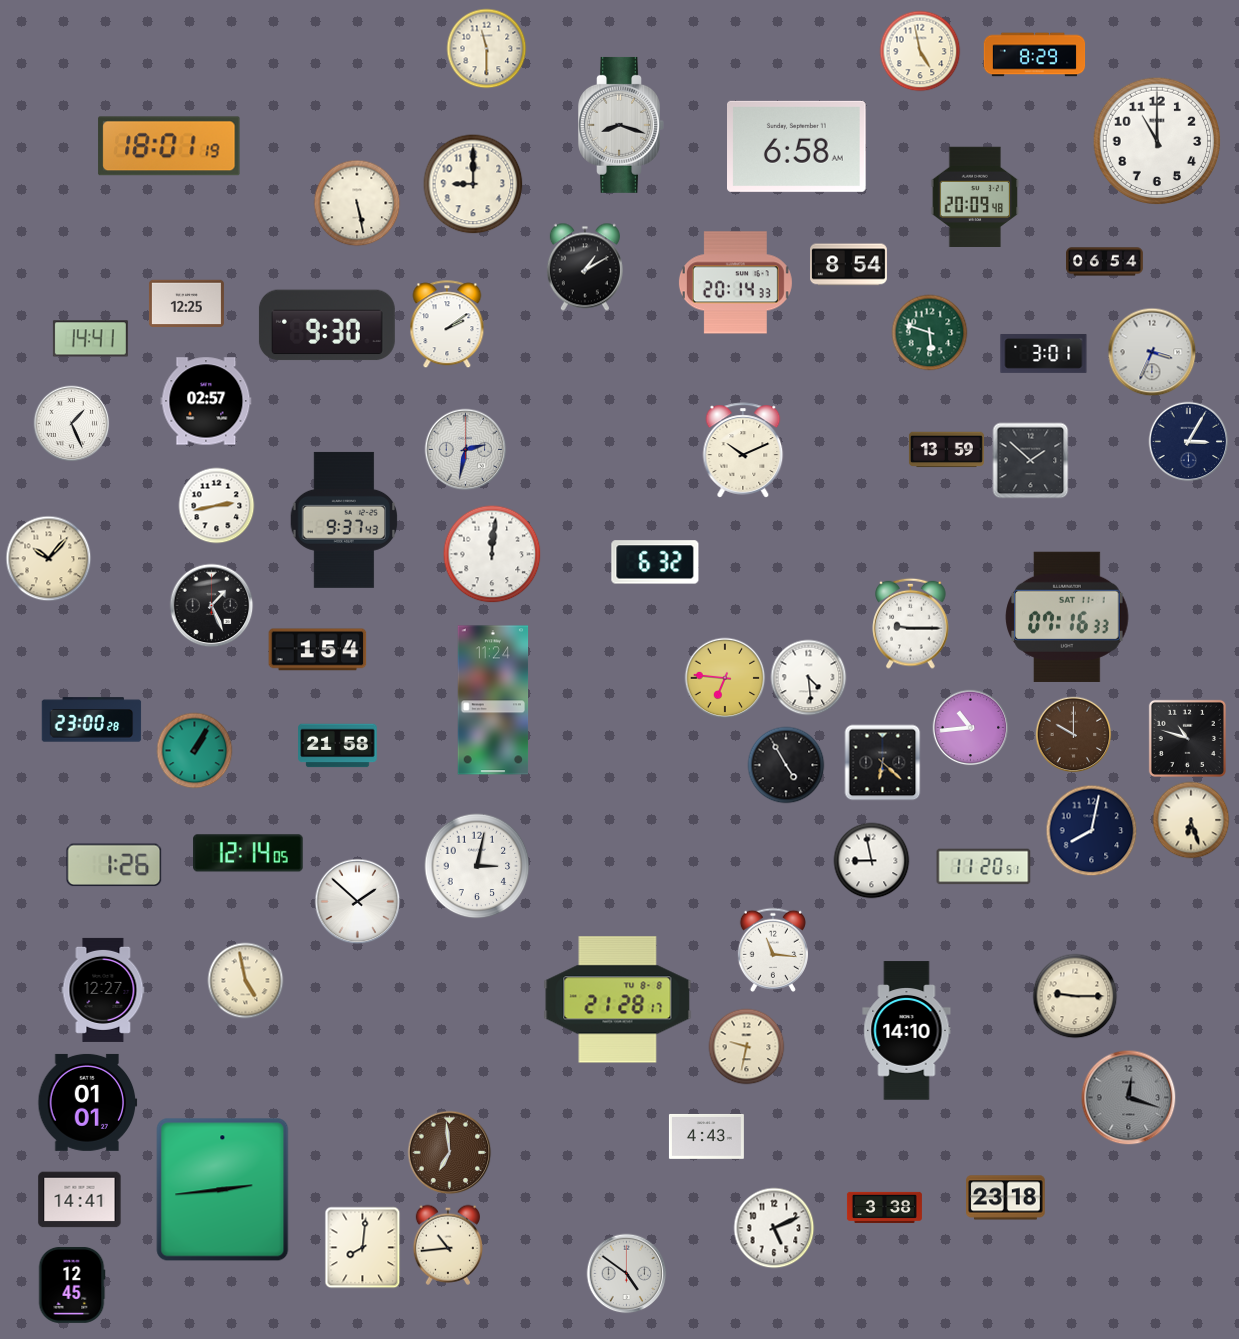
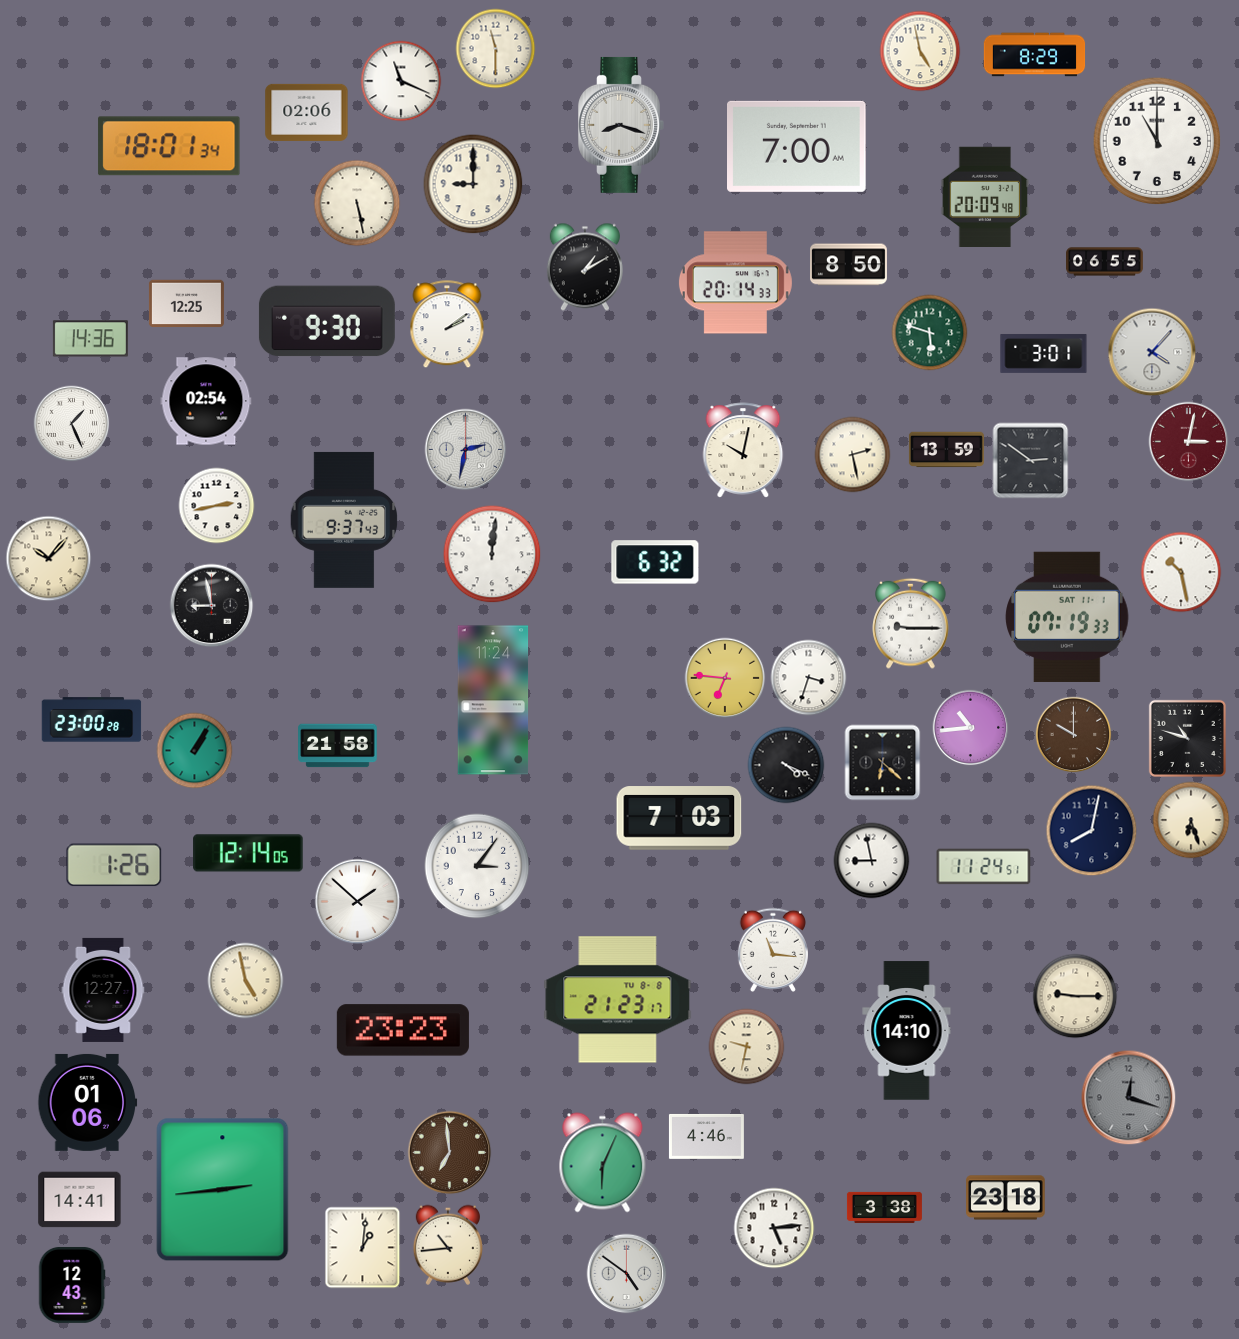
clock at (487, 49) position: (487, 49) -> (496, 49)
clock at (401, 81): none -> 11:19
clock at (307, 112): none -> 02:06
clock at (169, 146): 18:01:19 -> 18:01:34
clock at (797, 146): 6:58 -> 7:00
clock at (975, 196) position: (975, 196) -> (985, 196)
clock at (1105, 262): 06:54 -> 06:55
clock at (849, 265): 8:54 -> 8:50
clock at (327, 325) position: (327, 325) -> (327, 321)
clock at (90, 339): 14:41 -> 14:36
clock at (1152, 352): 3:34 -> 4:07
clock at (206, 401): 02:57 -> 02:54
clock at (1189, 442): 3:05 -> 3:02
clock at (1189, 442) dial: navy -> burgundy
clock at (743, 450): 10:11 -> 10:02
clock at (853, 455): none -> 2:28
clock at (1031, 461): 1:52 -> 2:51
clock at (1181, 572): none -> 10:28
clock at (212, 606): 1:26 -> 8:58
clock at (1067, 617): 07:16 -> 07:19
clock at (318, 650): 1:54 -> none
clock at (809, 678): 4:29 -> 3:33
clock at (786, 765): 4:55 -> 4:19
clock at (679, 818): none -> 7:03
clock at (477, 866): 3:02 -> 3:06
clock at (984, 867): 11:20 -> 11:24
clock at (618, 1000): 21:28 -> 21:23
clock at (403, 1030): none -> 23:23
clock at (88, 1102): 01:01 -> 01:06
clock at (706, 1136): 4:43 -> 4:46
clock at (603, 1163): none -> 6:04
clock at (774, 1228): 5:11 -> 5:14
clock at (363, 1248): 8:01 -> 1:01
clock at (72, 1285): 12:45 -> 12:43
